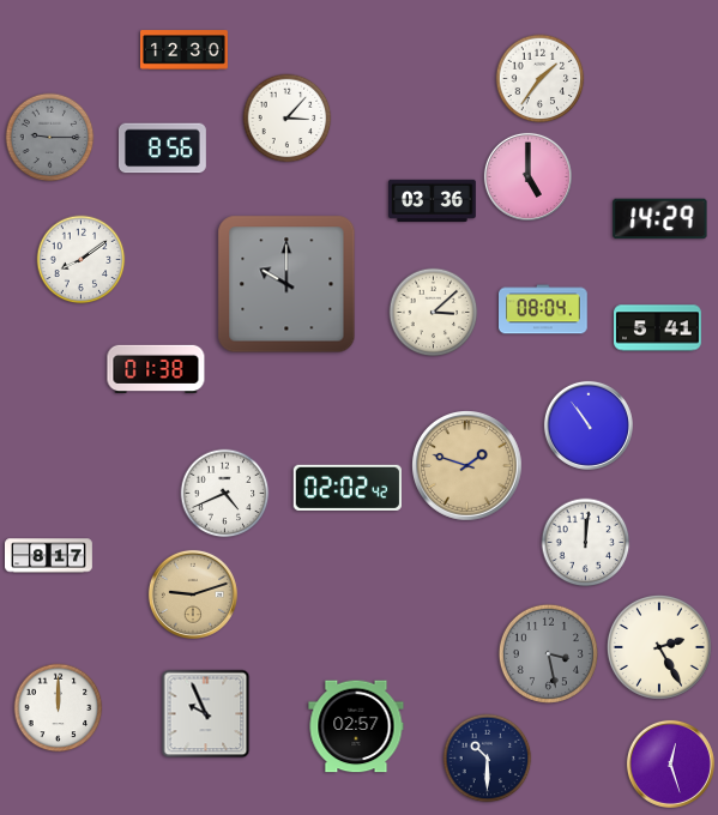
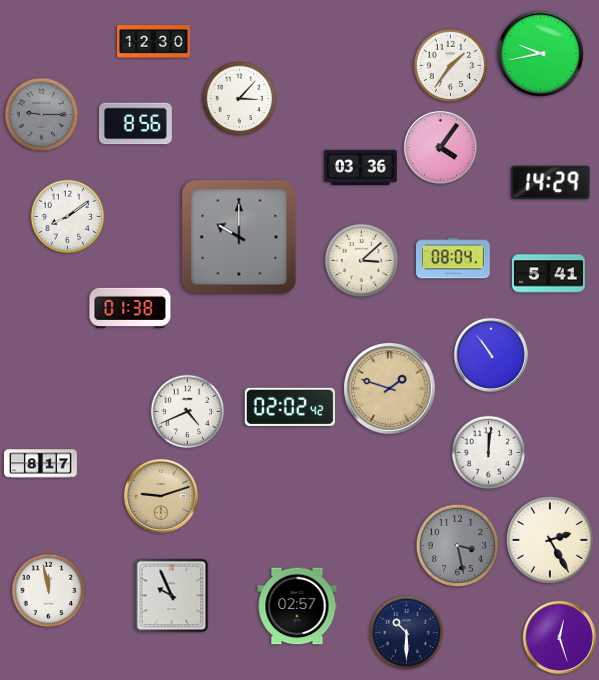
clock at (540, 53): none -> 9:43
clock at (527, 176): 5:00 -> 4:06
clock at (59, 708): 12:00 -> 11:58
